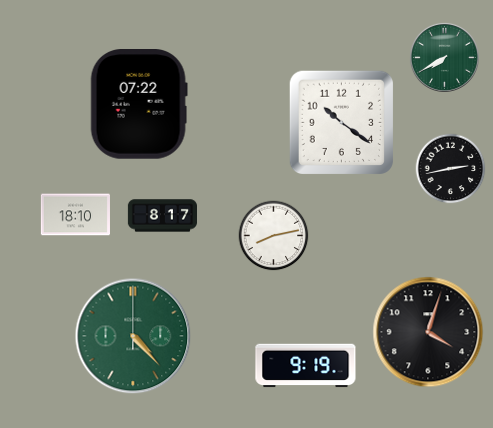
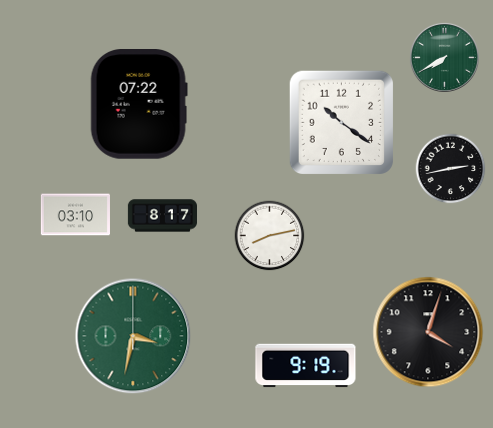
clock at (75, 215): 18:10 -> 03:10
clock at (274, 236) position: (274, 236) -> (270, 236)
clock at (133, 336): 4:23 -> 3:32
